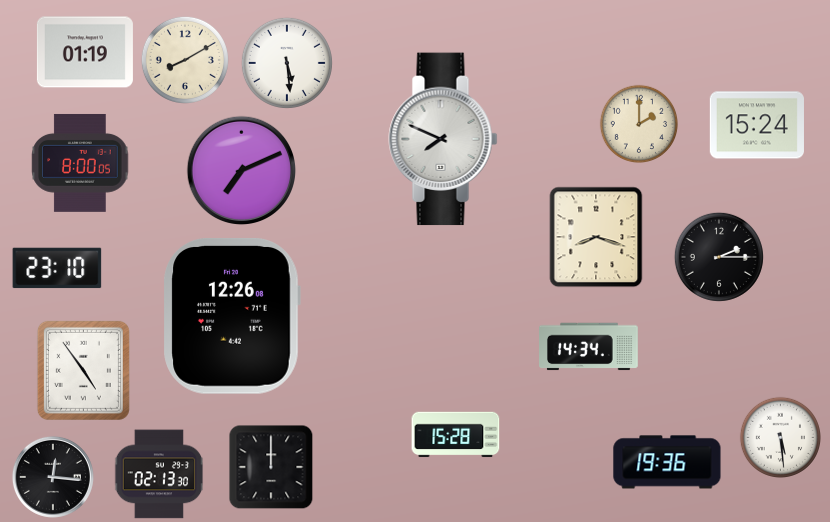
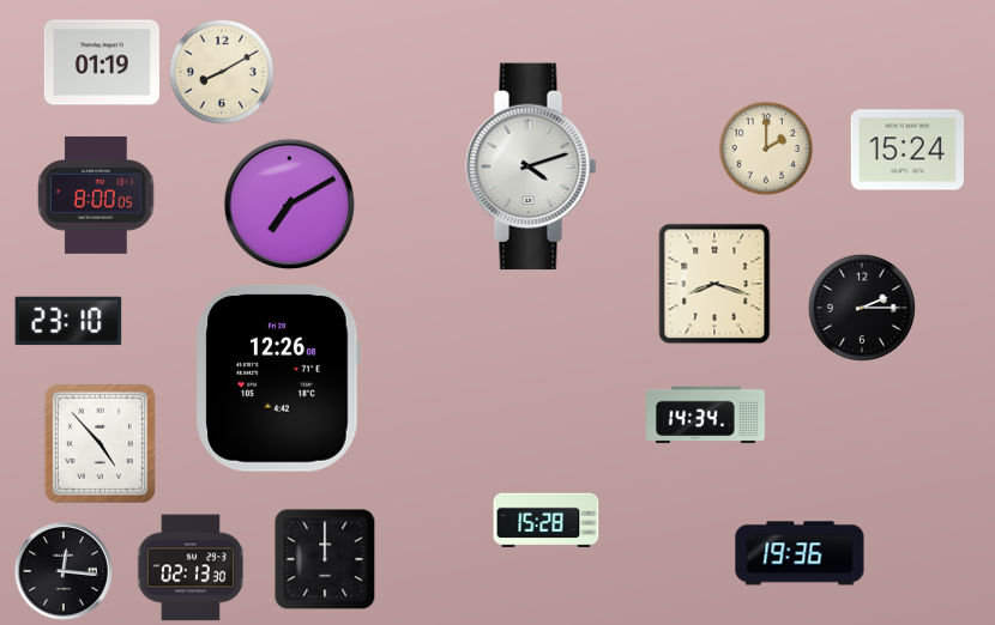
clock at (287, 63): 5:29 -> none
clock at (443, 139): 7:49 -> 4:12
clock at (242, 171): 7:11 -> 7:10
clock at (83, 370): 4:54 -> 4:53
clock at (780, 437): 5:29 -> none
